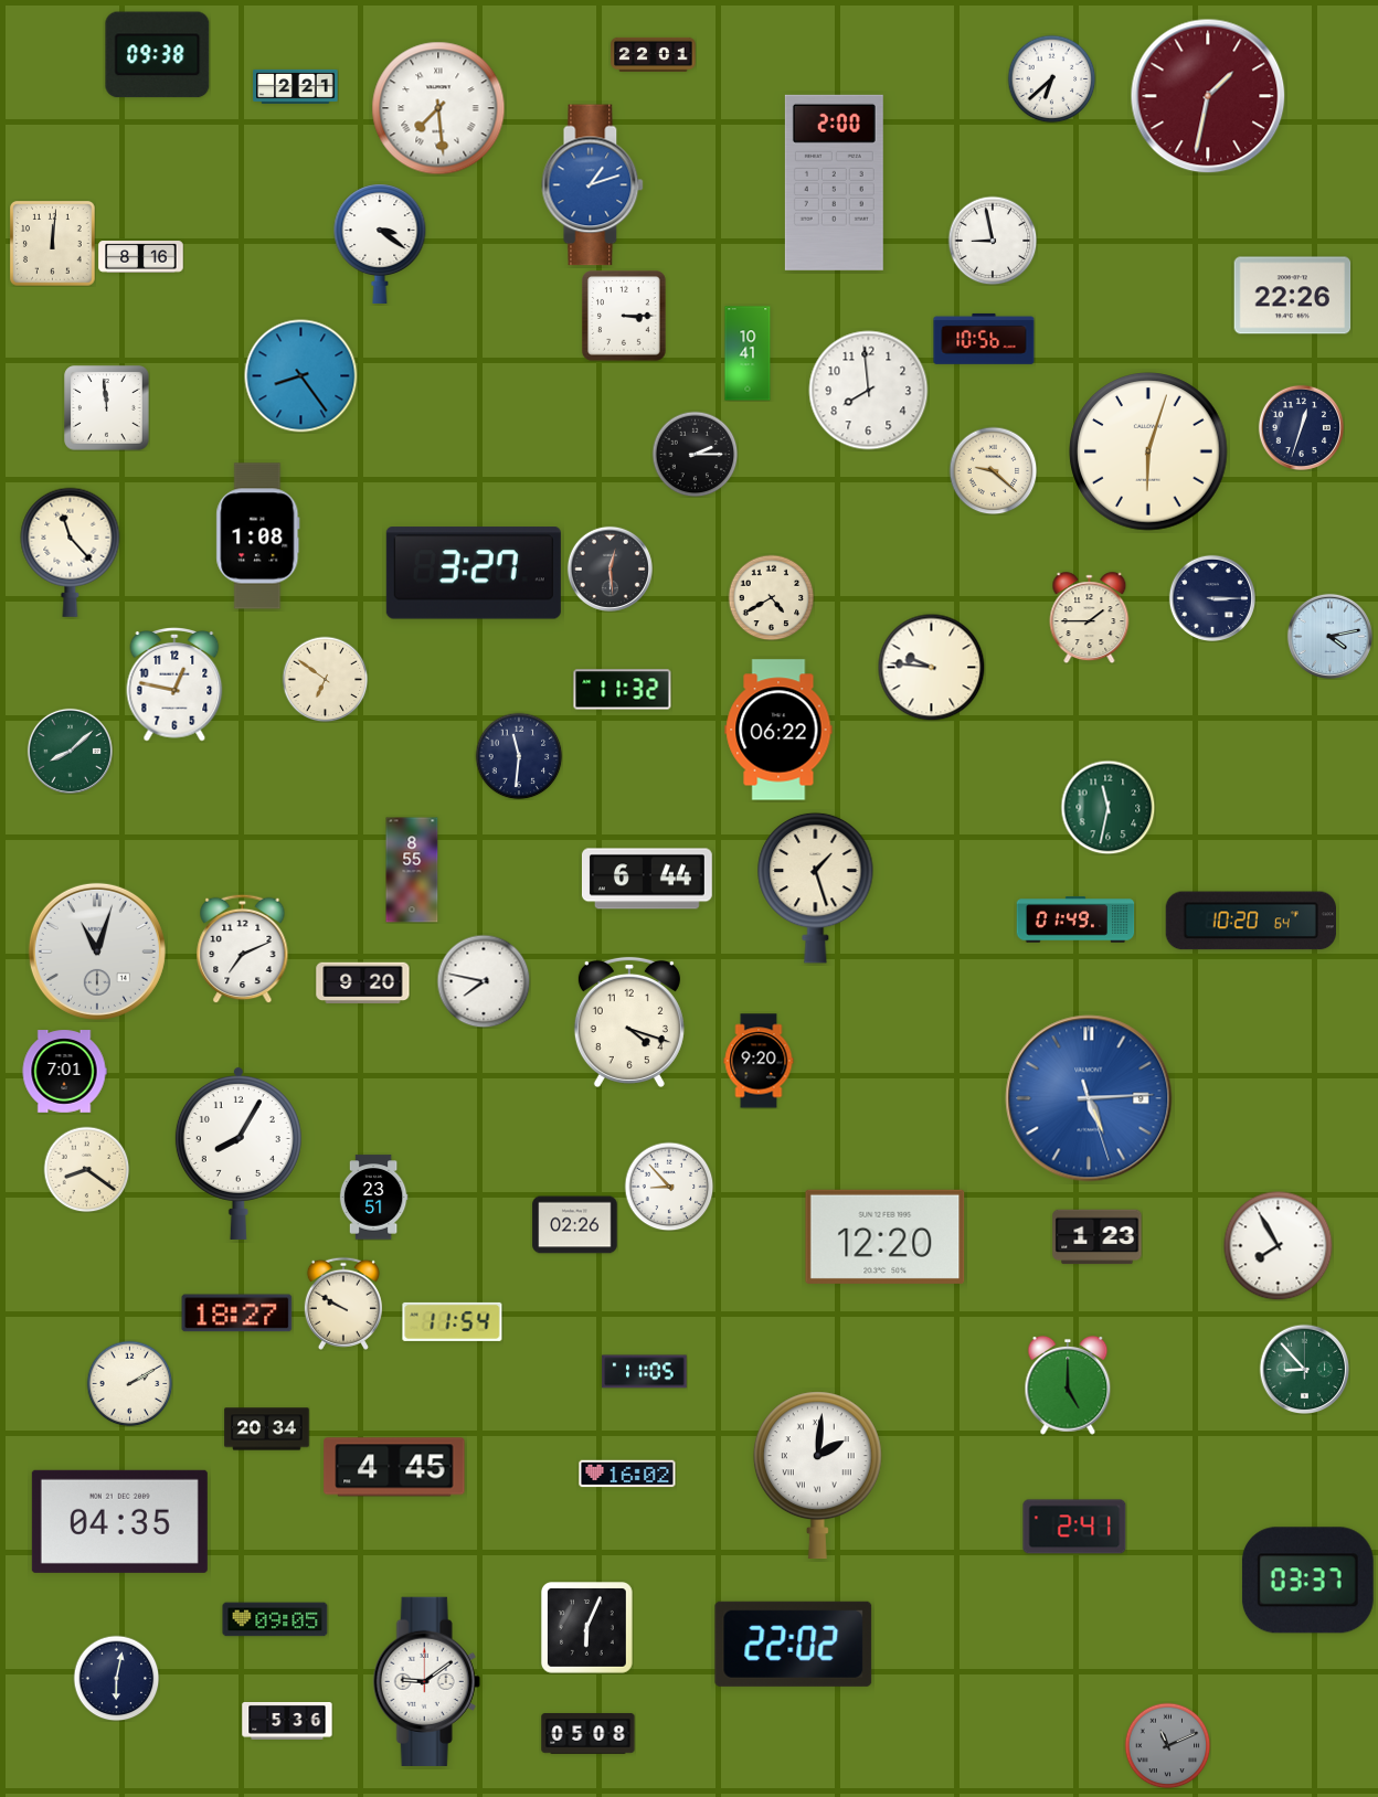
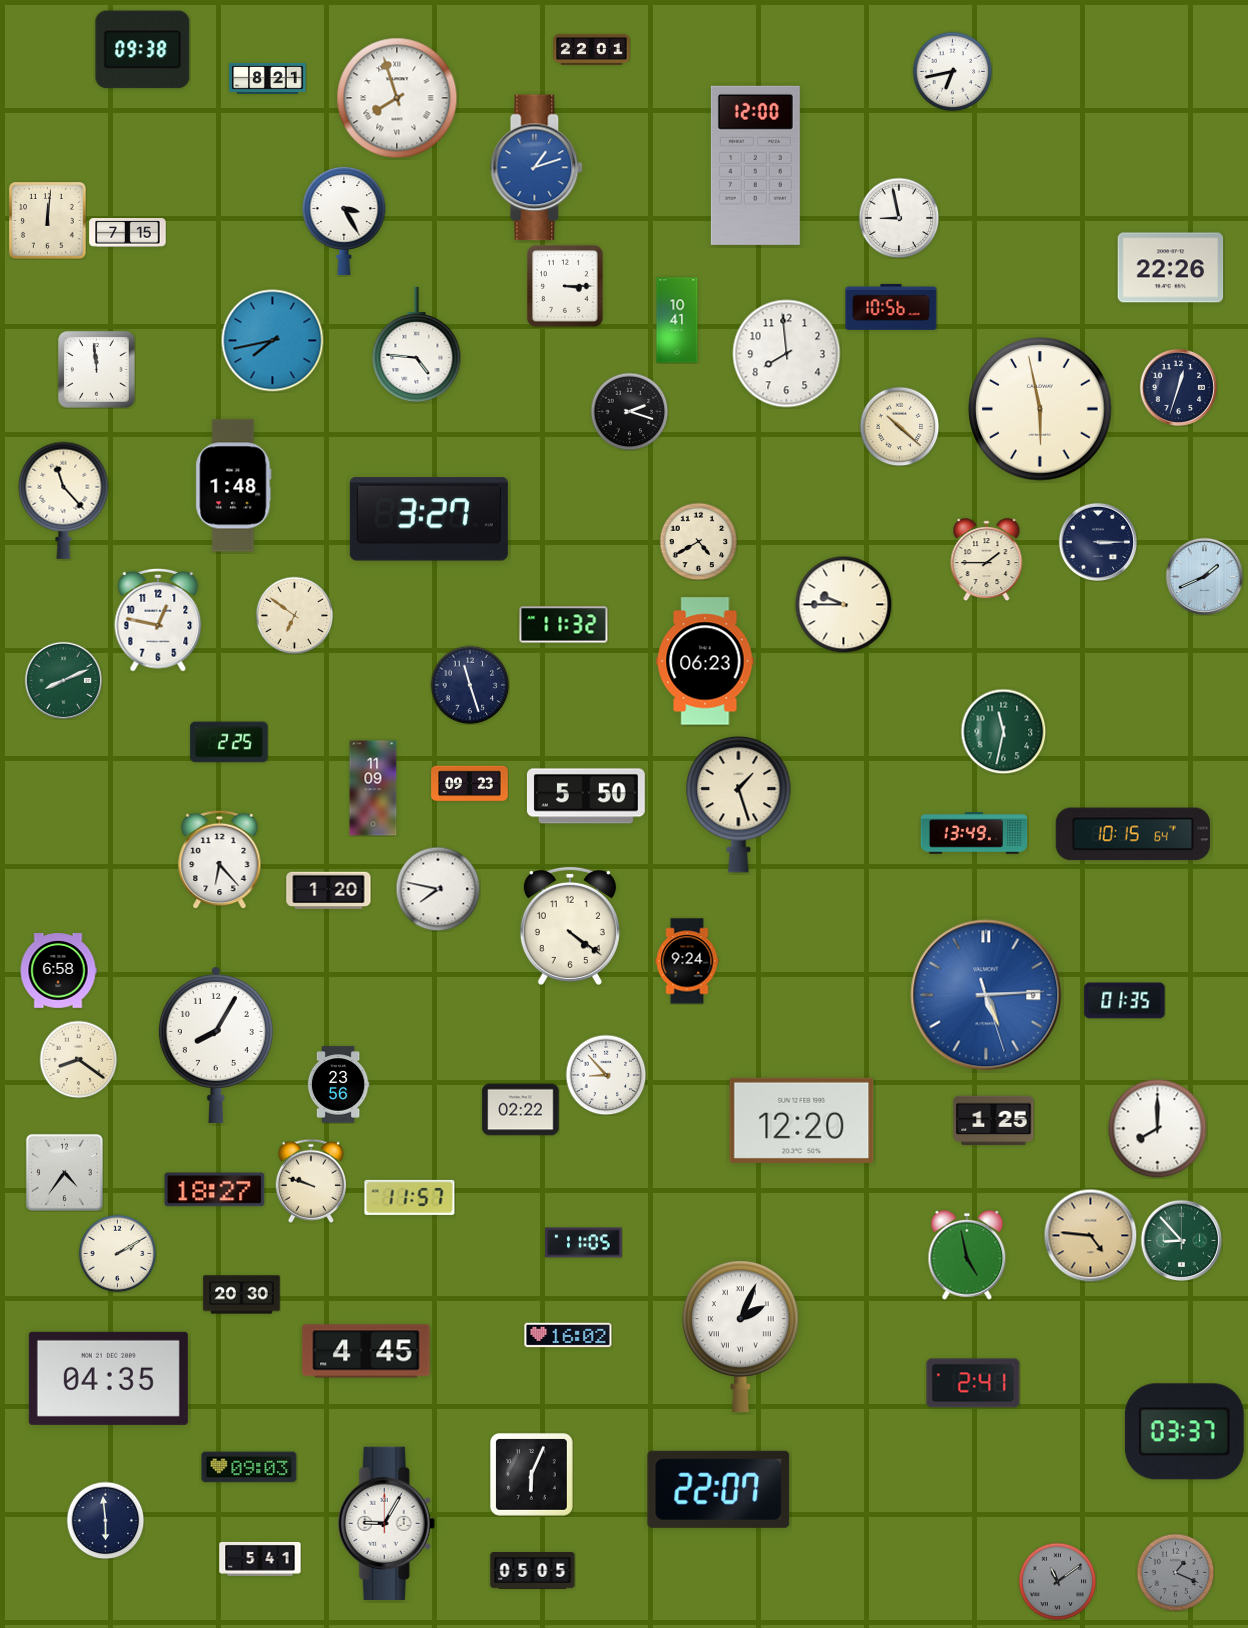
clock at (1051, 78): 6:38 -> 6:43
clock at (296, 86): 2:21 -> 8:21
clock at (1208, 96): 1:32 -> none
clock at (438, 108): 7:29 -> 7:57
clock at (834, 182): 2:00 -> 12:00
clock at (380, 243): 3:21 -> 3:25
clock at (141, 257): 8:16 -> 7:15
clock at (301, 376): 8:24 -> 7:43
clock at (417, 344): none -> 4:46
clock at (1148, 451): 6:03 -> 5:58
clock at (695, 454): 2:15 -> 2:18
clock at (993, 470): 9:22 -> 10:22
clock at (258, 536): 1:08 -> 1:48
clock at (609, 568): 12:29 -> none
clock at (1329, 636): 4:13 -> 1:41
clock at (931, 667): 9:46 -> 9:45
clock at (778, 730): 06:22 -> 06:23
clock at (70, 751): 8:08 -> 8:11
clock at (519, 756): 11:31 -> 11:27
clock at (229, 742): none -> 2:25
clock at (470, 784): none -> 09:23
clock at (412, 870): 8:55 -> 11:09
clock at (647, 879): 6:44 -> 5:50
clock at (1075, 919): 01:49 -> 13:49
clock at (1251, 921): 10:20 -> 10:15
clock at (243, 948): 7:11 -> 6:23
clock at (97, 951): 11:03 -> none
clock at (363, 983): 9:20 -> 1:20
clock at (629, 1022): 4:18 -> 4:21
clock at (759, 1061): 9:20 -> 9:24
clock at (64, 1072): 7:01 -> 6:58
clock at (1125, 1001): none -> 01:35
clock at (373, 1198): 23:51 -> 23:56
clock at (575, 1225): 02:26 -> 02:22
clock at (1098, 1237): 1:23 -> 1:25
clock at (1279, 1246): 7:55 -> 8:00
clock at (64, 1172): none -> 4:36
clock at (343, 1304): 9:50 -> 9:48
clock at (453, 1321): 11:54 -> 11:57
clock at (1090, 1235): none -> 4:46
clock at (1068, 1385): 5:00 -> 4:58
clock at (267, 1429): 20:34 -> 20:30
clock at (394, 1467) position: (394, 1467) -> (366, 1351)
clock at (817, 1475): 2:01 -> 2:04
clock at (275, 1619): 09:05 -> 09:03
clock at (794, 1644): 22:02 -> 22:07
clock at (116, 1678): 6:02 -> 5:59
clock at (426, 1681): 9:09 -> 9:05
clock at (287, 1722): 5:36 -> 5:41
clock at (589, 1734): 05:08 -> 05:05
clock at (1175, 1572): none -> 1:19
clock at (1167, 1745): 11:11 -> 11:09
